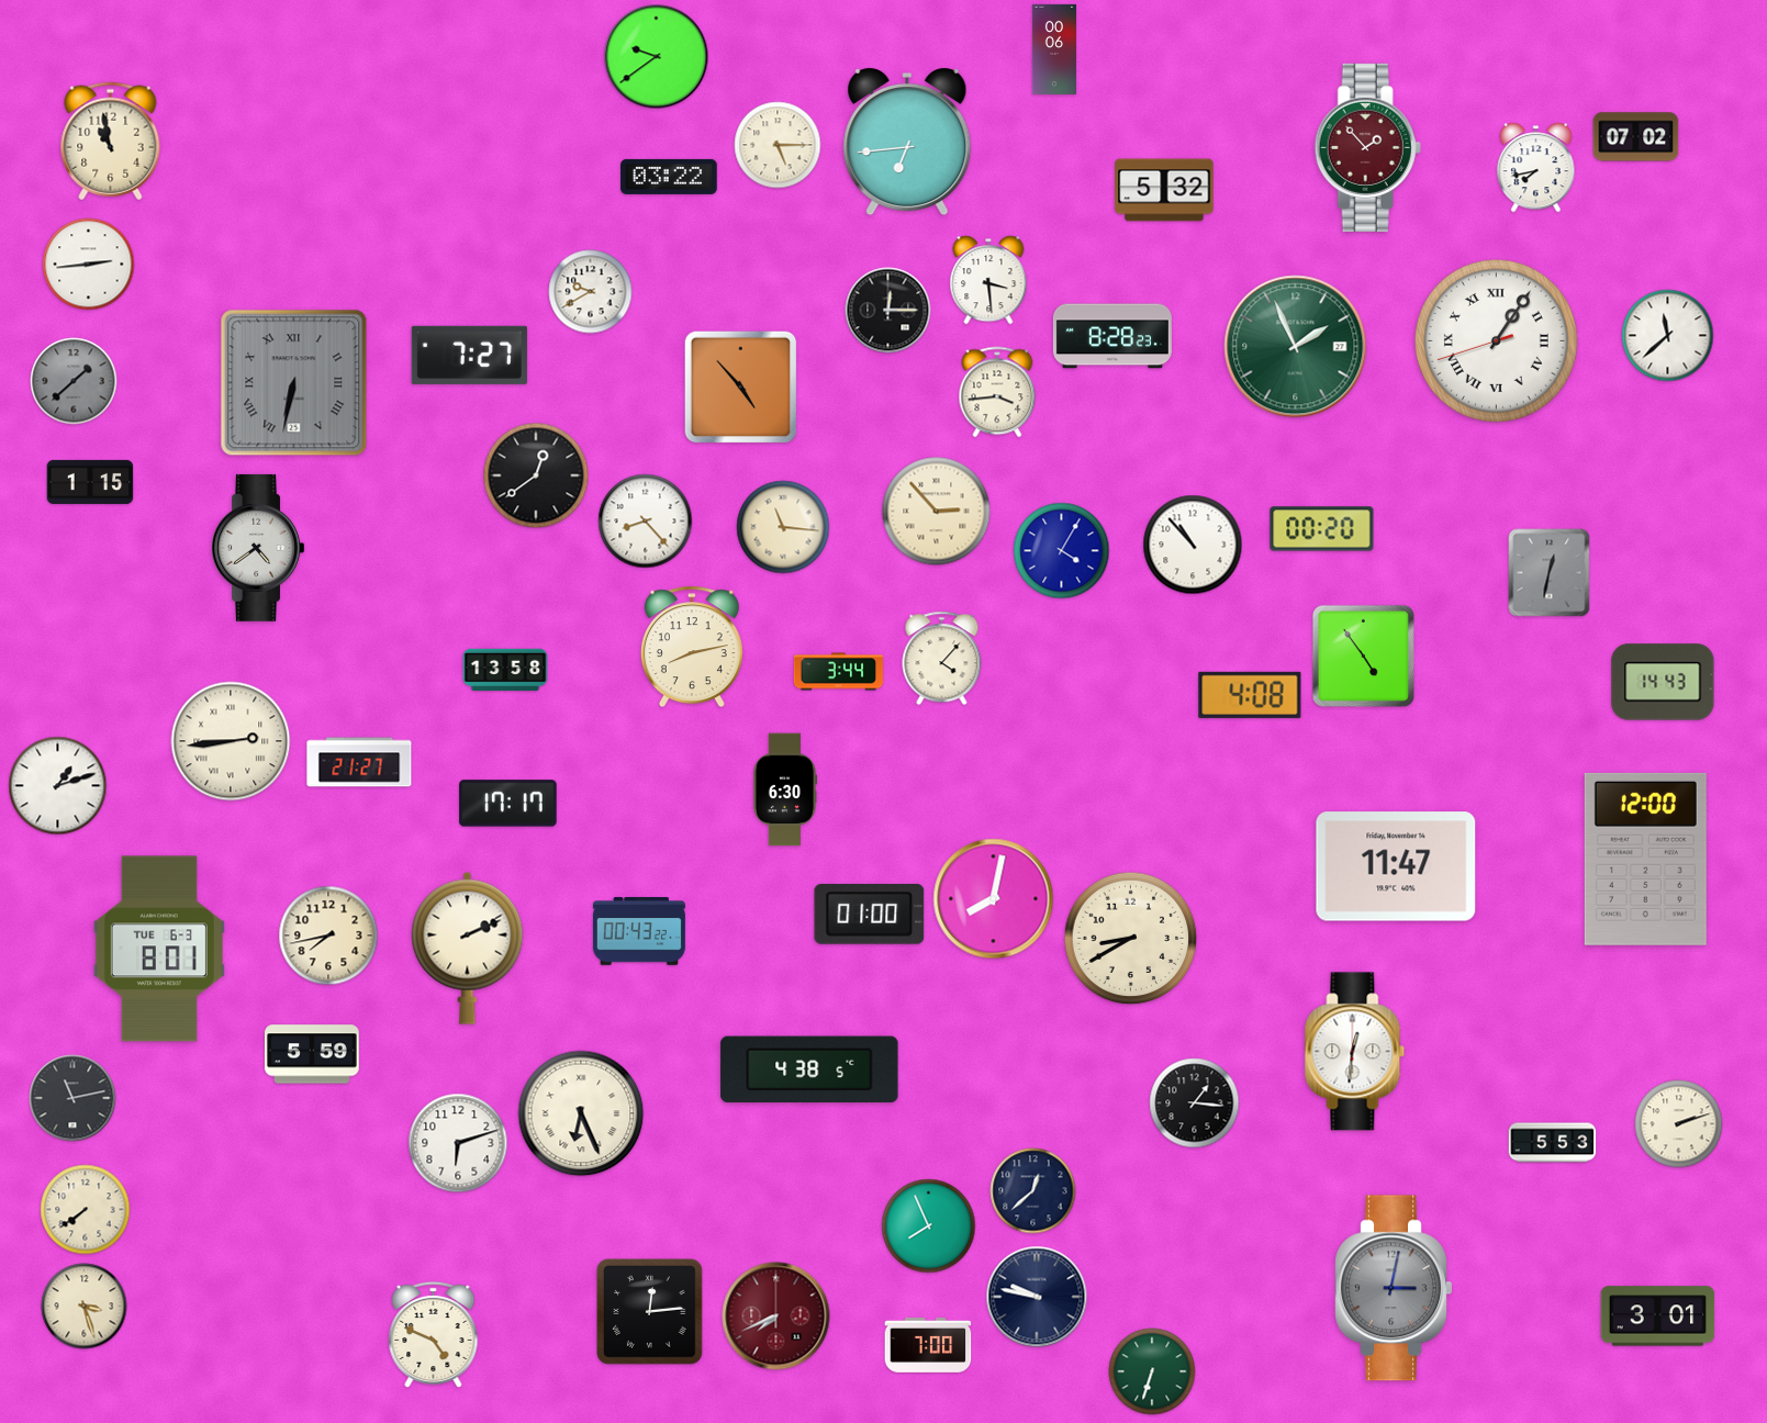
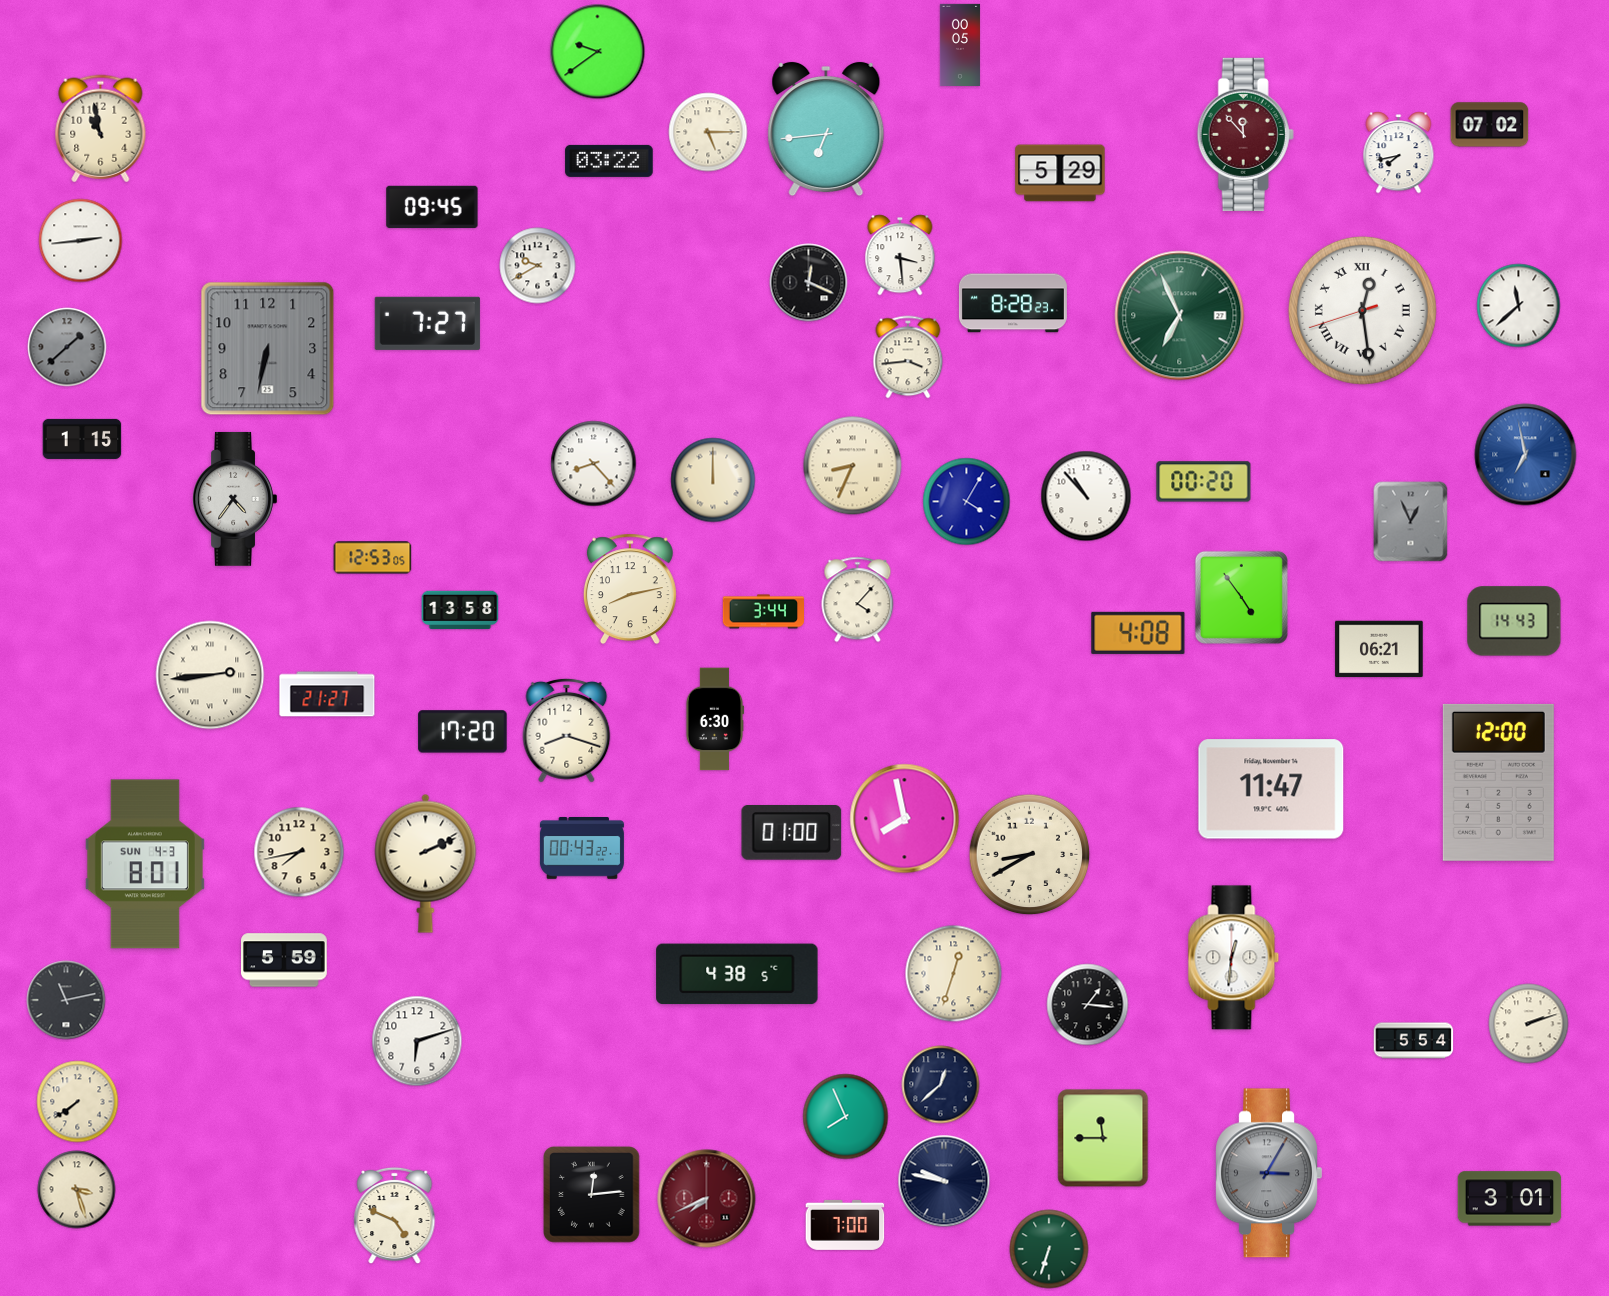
clock at (1054, 48): 00:06 -> 00:05
clock at (1367, 147): 1:53 -> 11:53
clock at (1164, 190): 5:32 -> 5:29
clock at (432, 207): none -> 09:45
clock at (888, 311): 12:15 -> 12:19
clock at (1112, 336) position: (1112, 336) -> (1013, 303)
clock at (1496, 340): 1:05 -> 12:28
clock at (1296, 347): 1:56 -> 6:56
clock at (294, 383) numerals: Roman -> Arabic
clock at (741, 388): 4:53 -> none
clock at (536, 475): 12:39 -> none
clock at (1526, 455): none -> 6:58
clock at (937, 512): 2:53 -> 8:34
clock at (646, 522) position: (646, 522) -> (594, 464)
clock at (783, 527): 11:16 -> 12:00
clock at (258, 548): 4:39 -> 4:36
clock at (1550, 573): 12:32 -> 12:56
clock at (373, 558): none -> 12:53
clock at (1379, 649): none -> 06:21
clock at (58, 786): 1:12 -> none
clock at (567, 730): none -> 8:18
clock at (508, 804): 17:17 -> 17:20
clock at (994, 899): 8:02 -> 7:58
clock at (159, 949) date: TUE 6-3 -> SUN 4-3
clock at (954, 974): none -> 12:33
clock at (581, 1113): 6:26 -> none
clock at (1553, 1143): 5:53 -> 5:54
clock at (1103, 1138): none -> 11:45
clock at (1394, 1288): 3:02 -> 3:05
